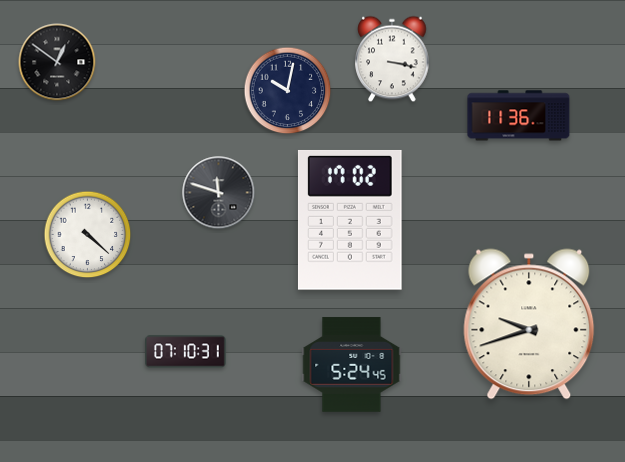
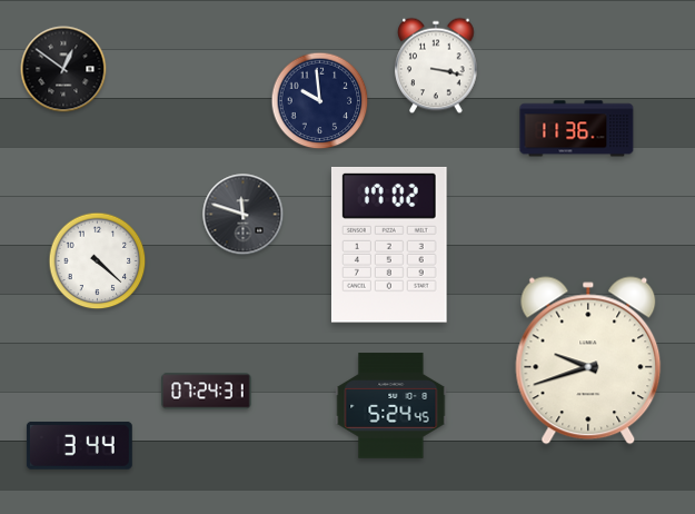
clock at (288, 91): 10:02 -> 9:59
clock at (186, 352): 07:10 -> 07:24
clock at (79, 446): none -> 3:44
